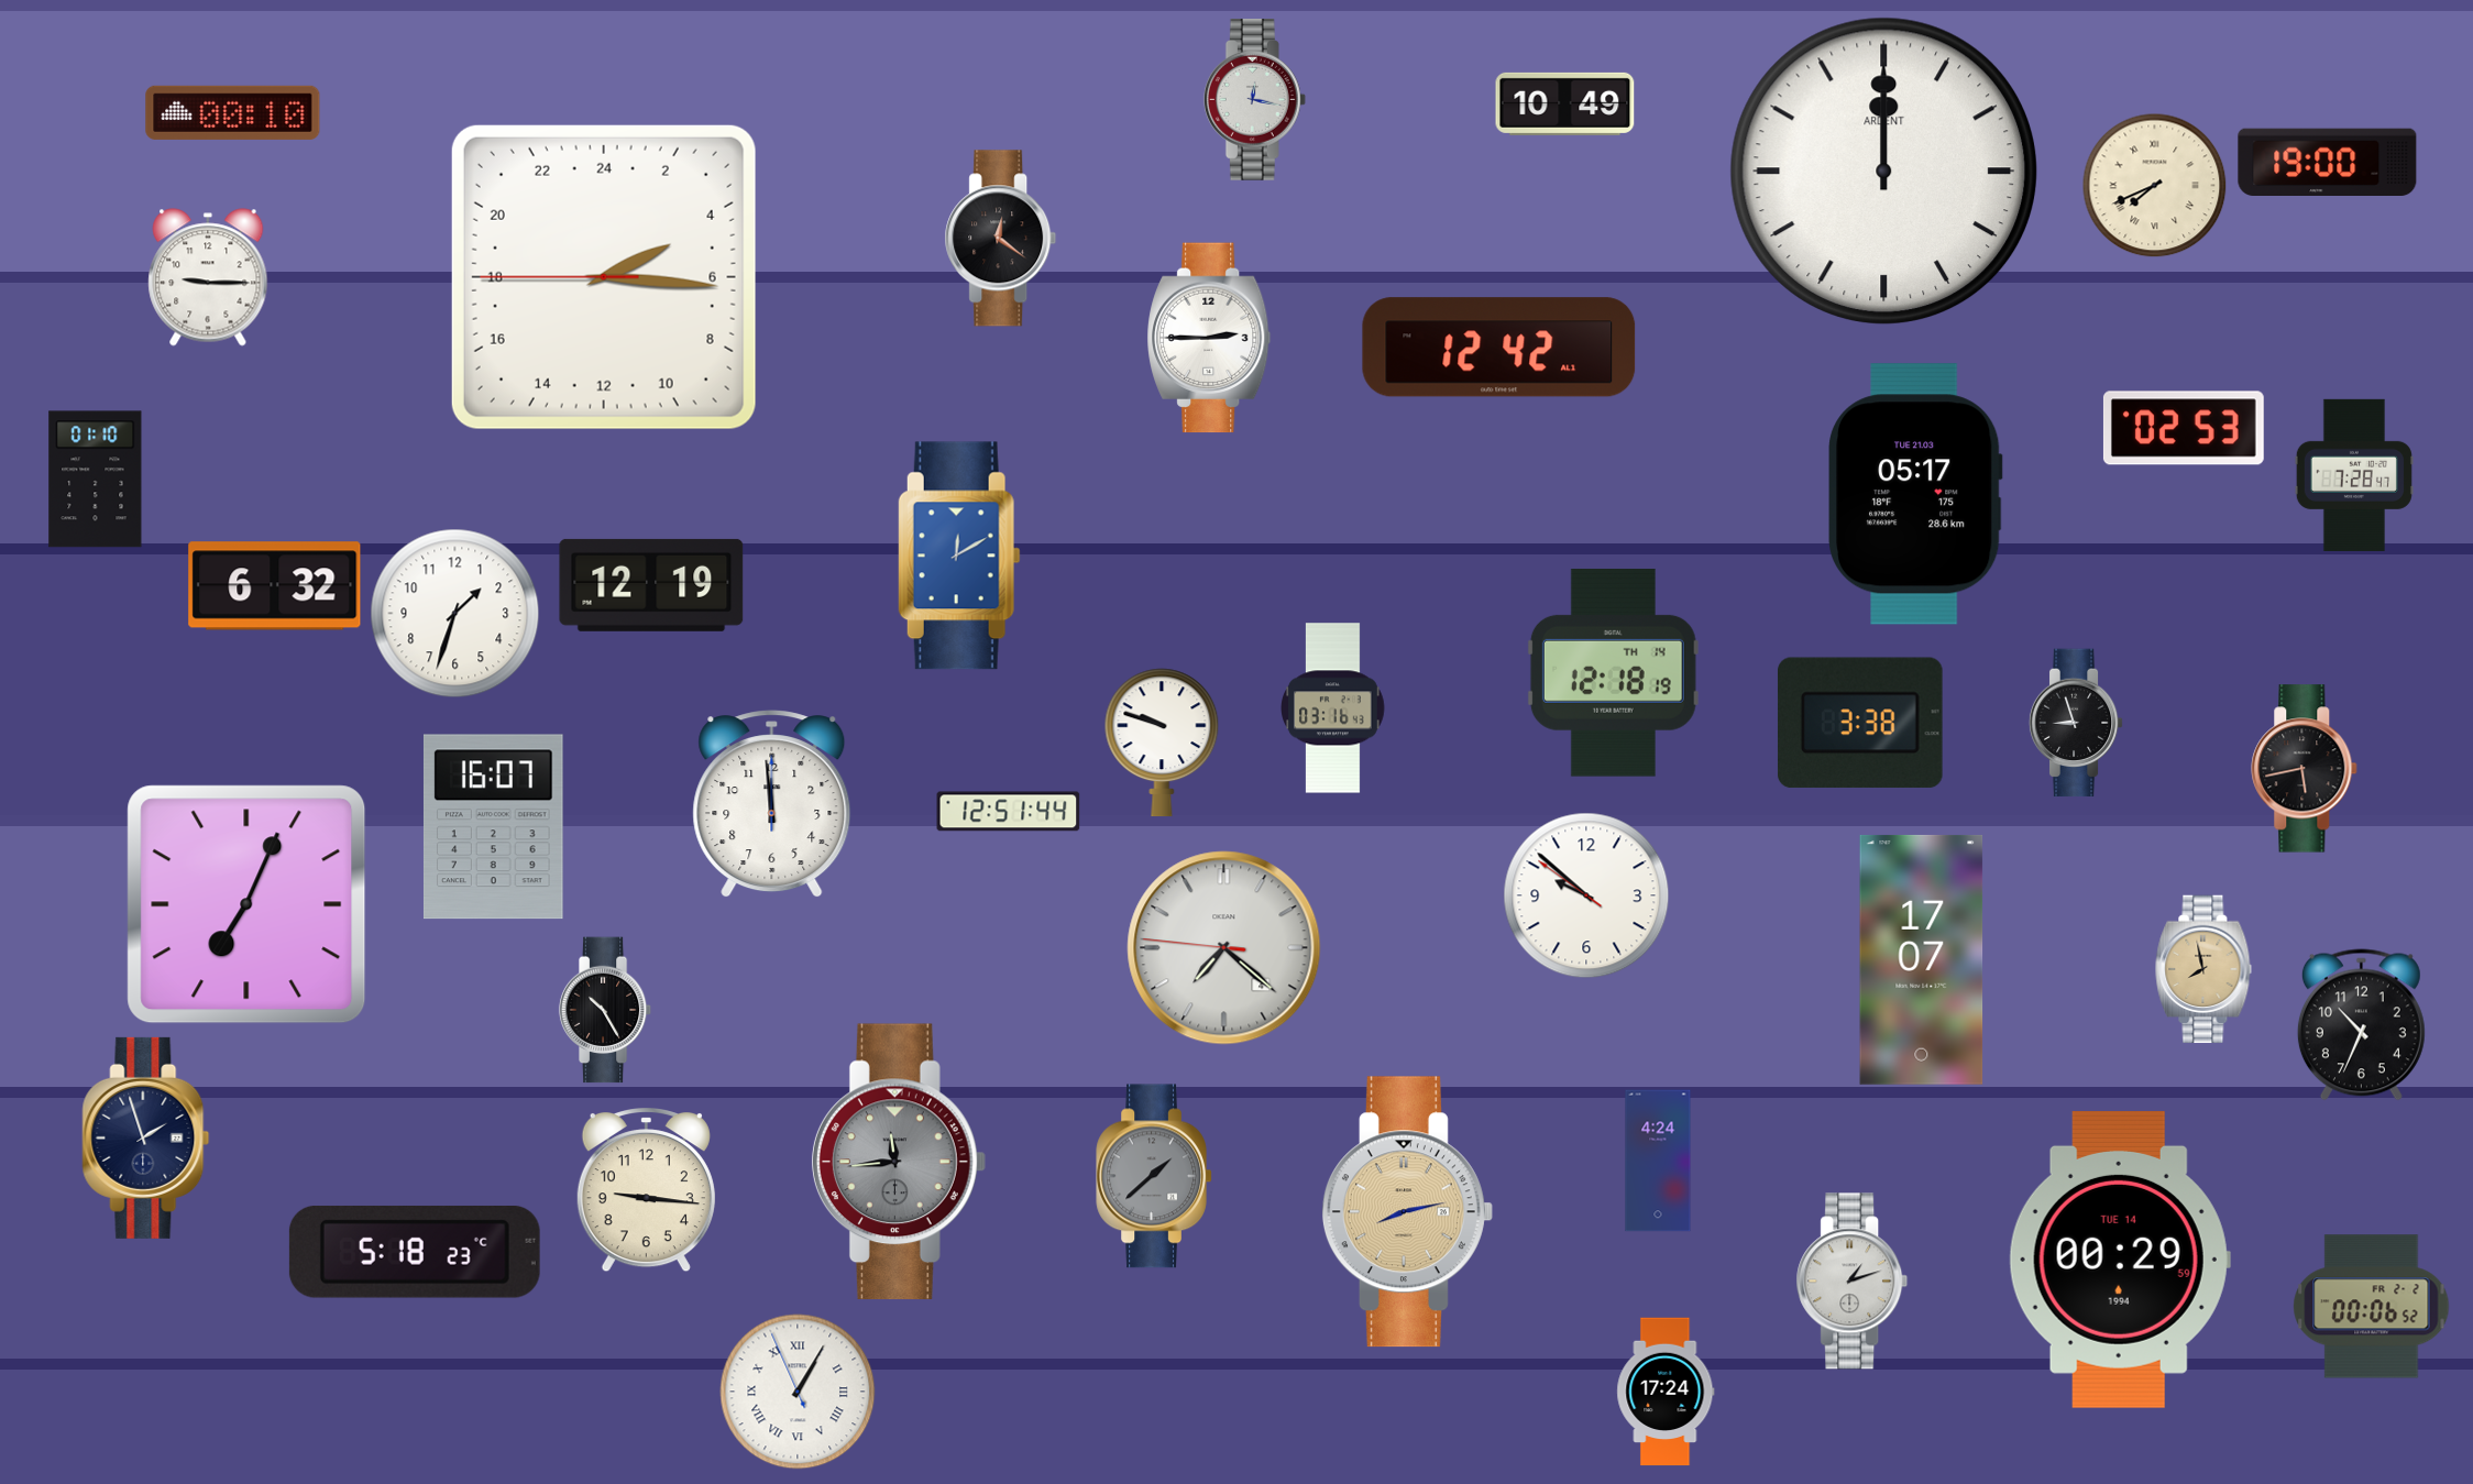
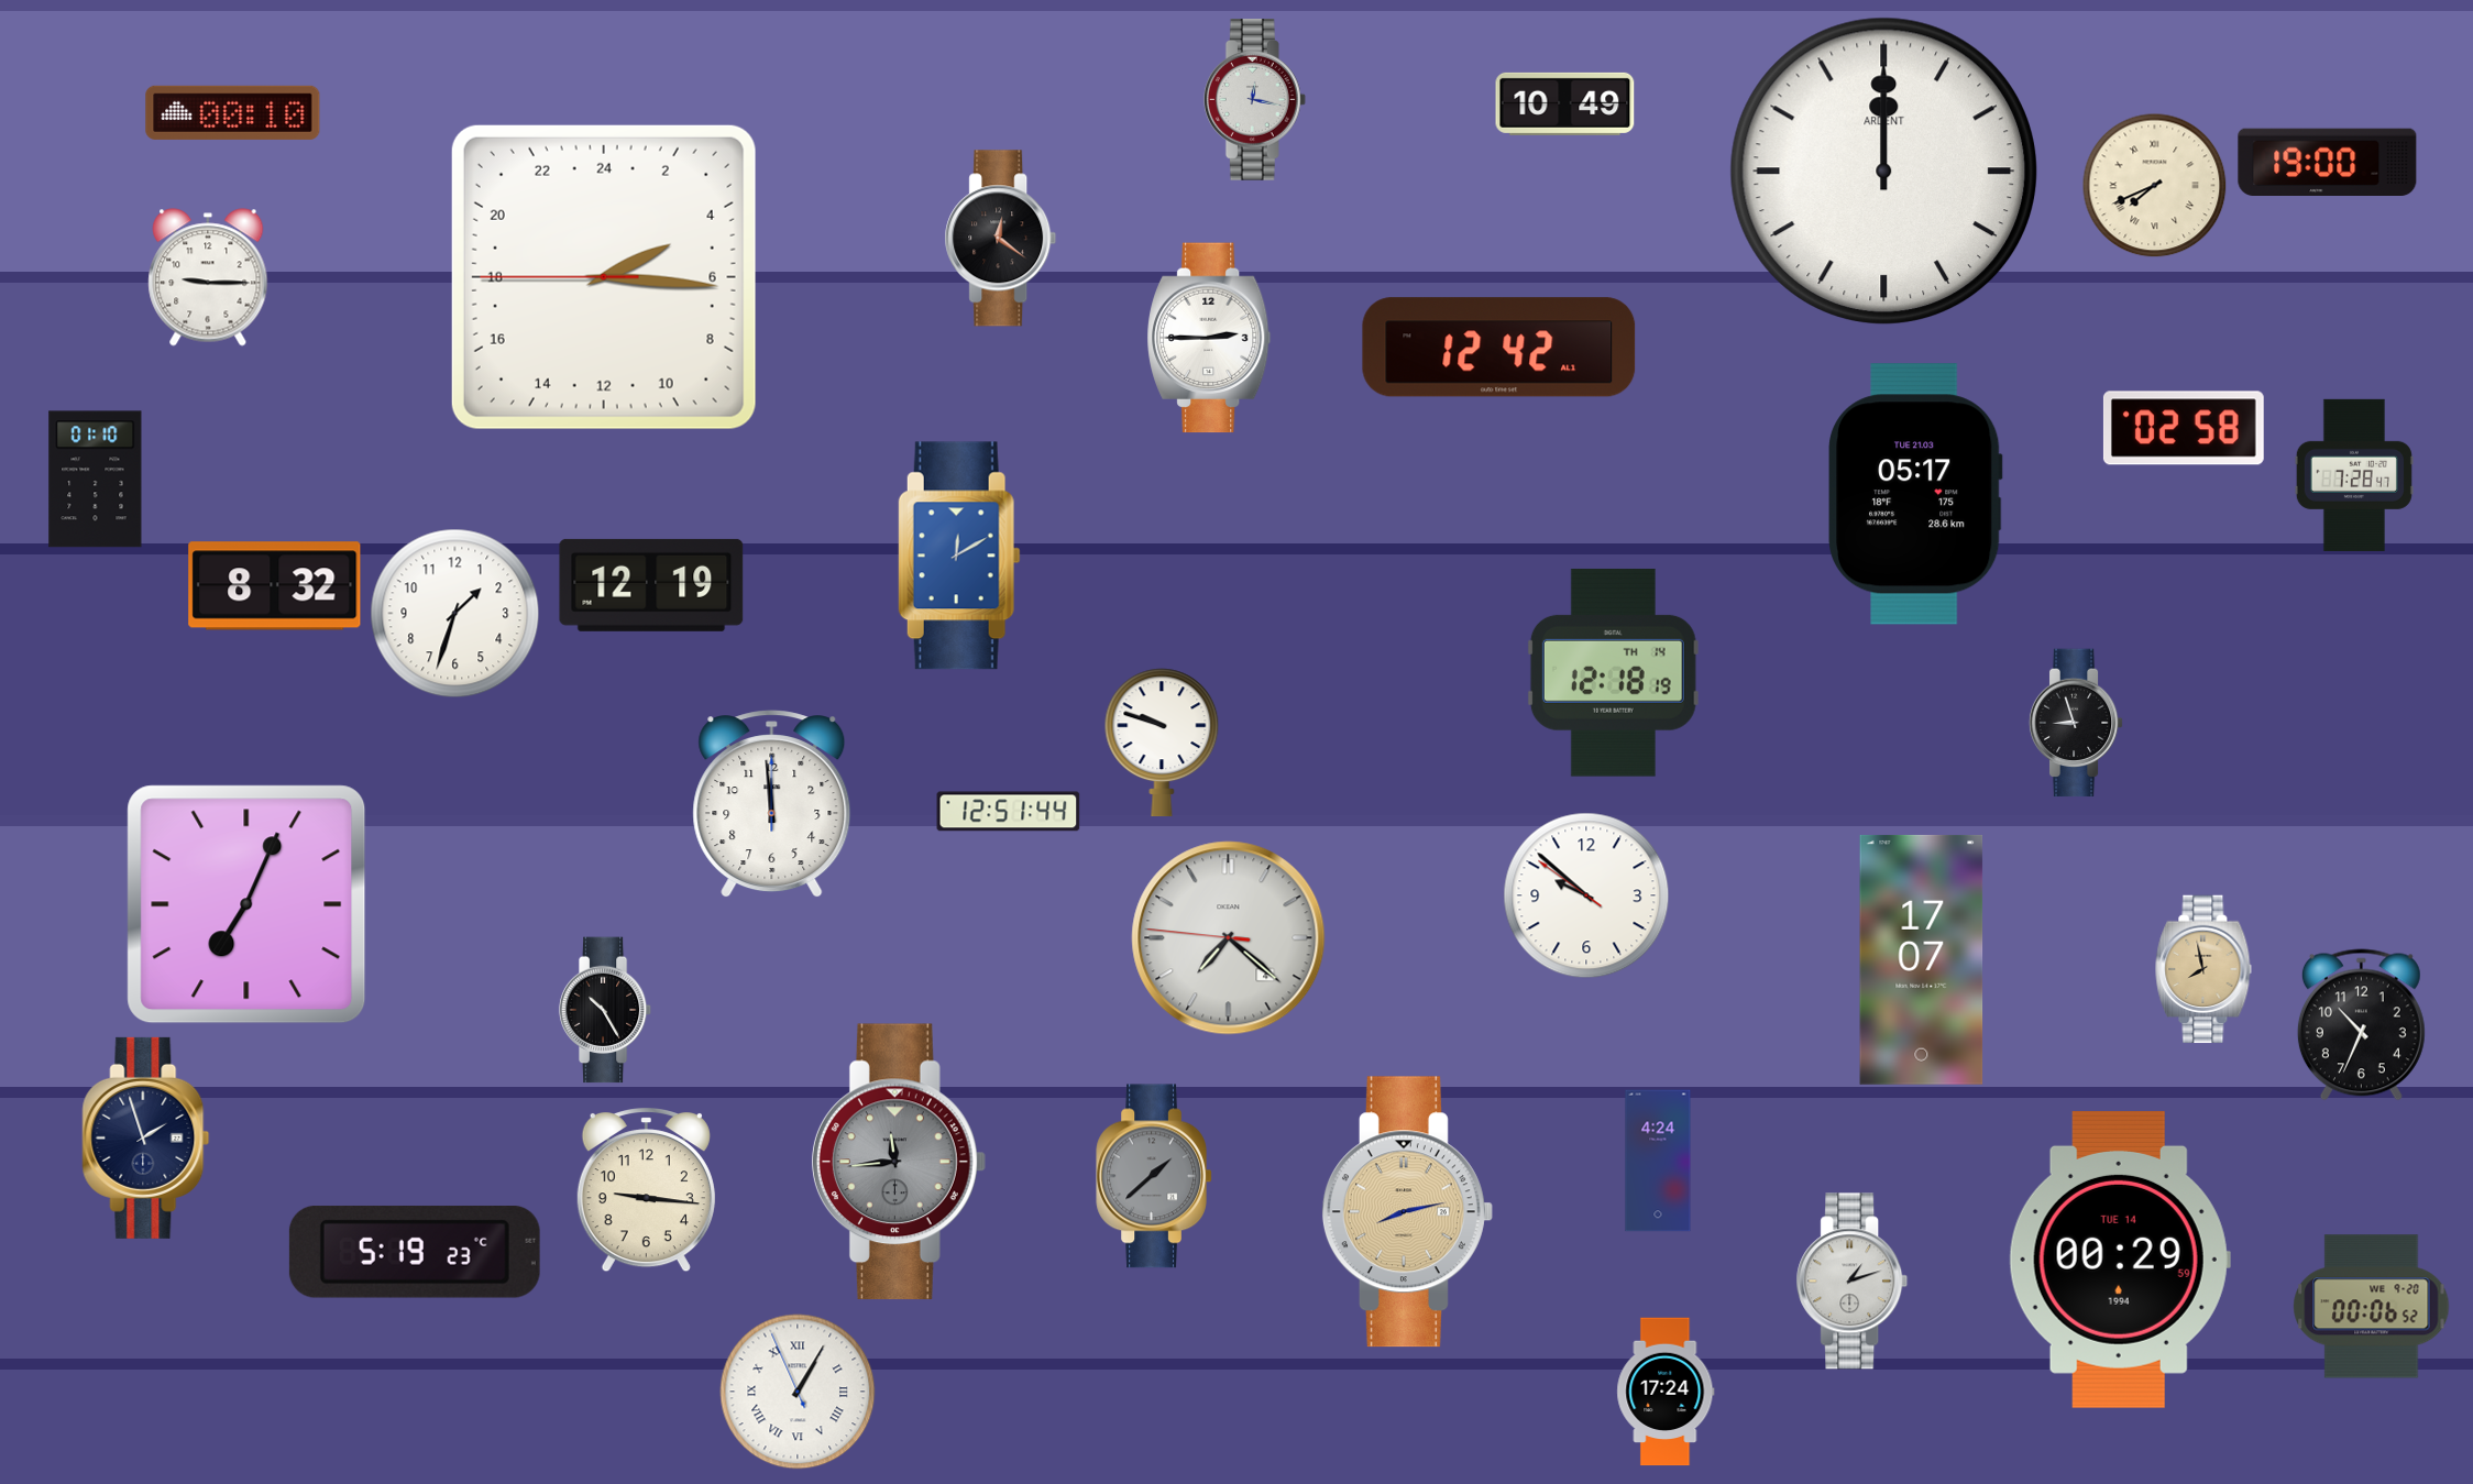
clock at (2184, 428): 02:53 -> 02:58
clock at (275, 586): 6:32 -> 8:32
clock at (1333, 708): 03:16 -> none
clock at (1860, 723): 3:38 -> none
clock at (2305, 769): 5:43 -> none
clock at (493, 827): 16:07 -> none
clock at (1224, 948) position: (1224, 948) -> (1229, 938)
clock at (415, 1252): 5:18 -> 5:19
clock at (2372, 1307) date: FR 2-2 -> WE 9-20
